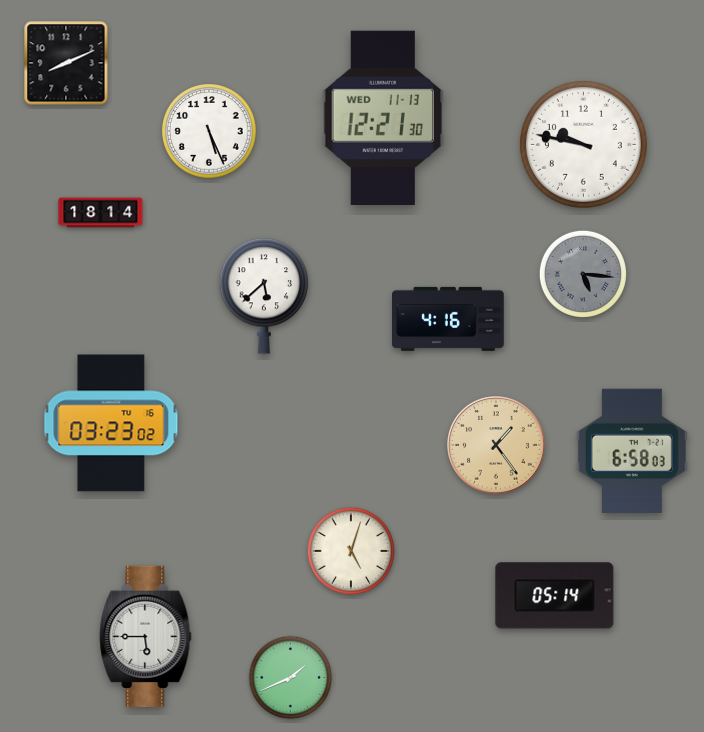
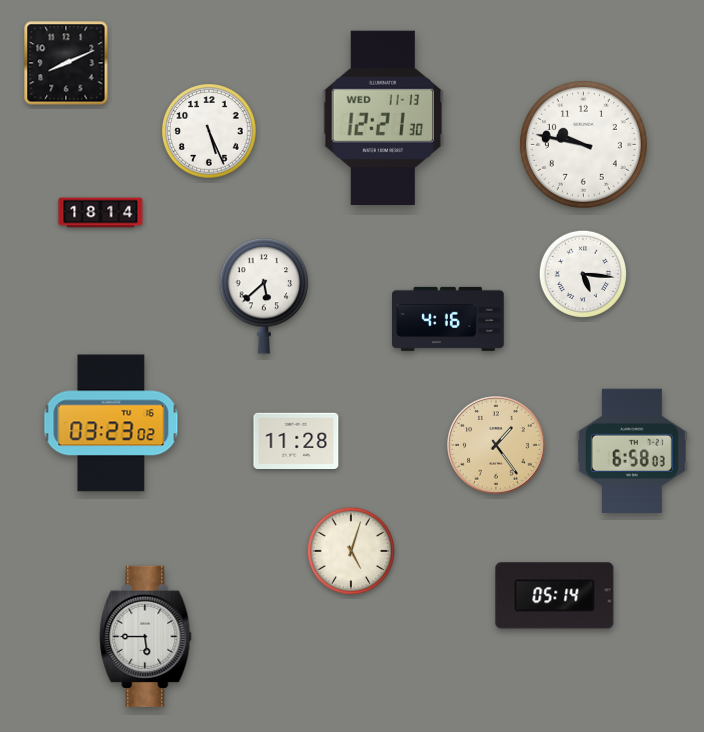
clock at (583, 274) dial: grey -> white
clock at (296, 440): none -> 11:28
clock at (291, 678): 1:41 -> none
